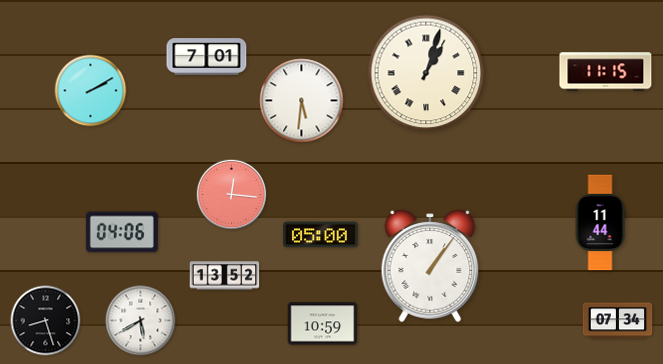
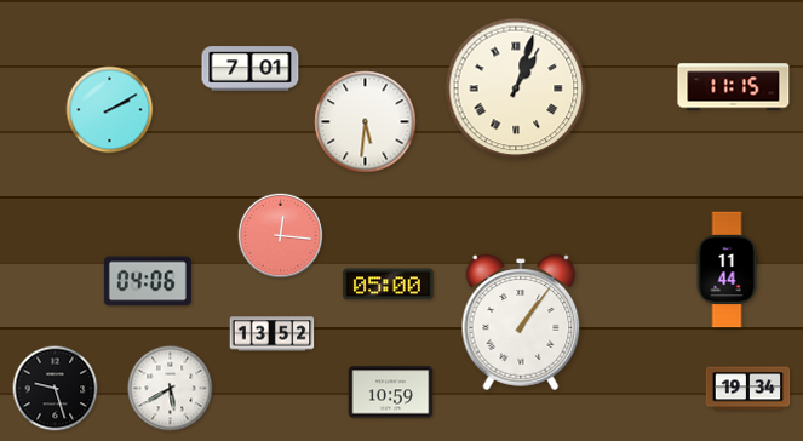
clock at (46, 321): 8:27 -> 9:27
clock at (618, 321): 07:34 -> 19:34
